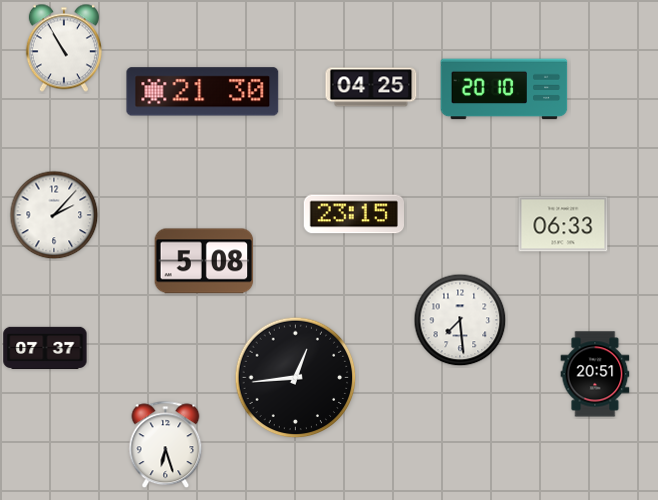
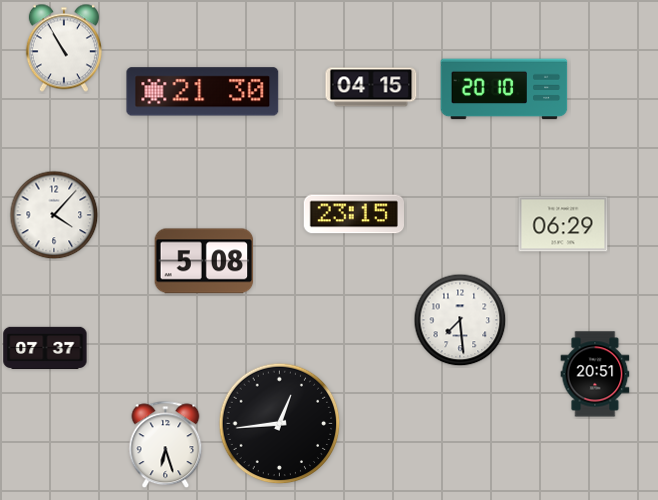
clock at (371, 87): 04:25 -> 04:15
clock at (54, 215): 2:07 -> 4:07
clock at (563, 224): 06:33 -> 06:29
clock at (296, 378) position: (296, 378) -> (280, 424)
